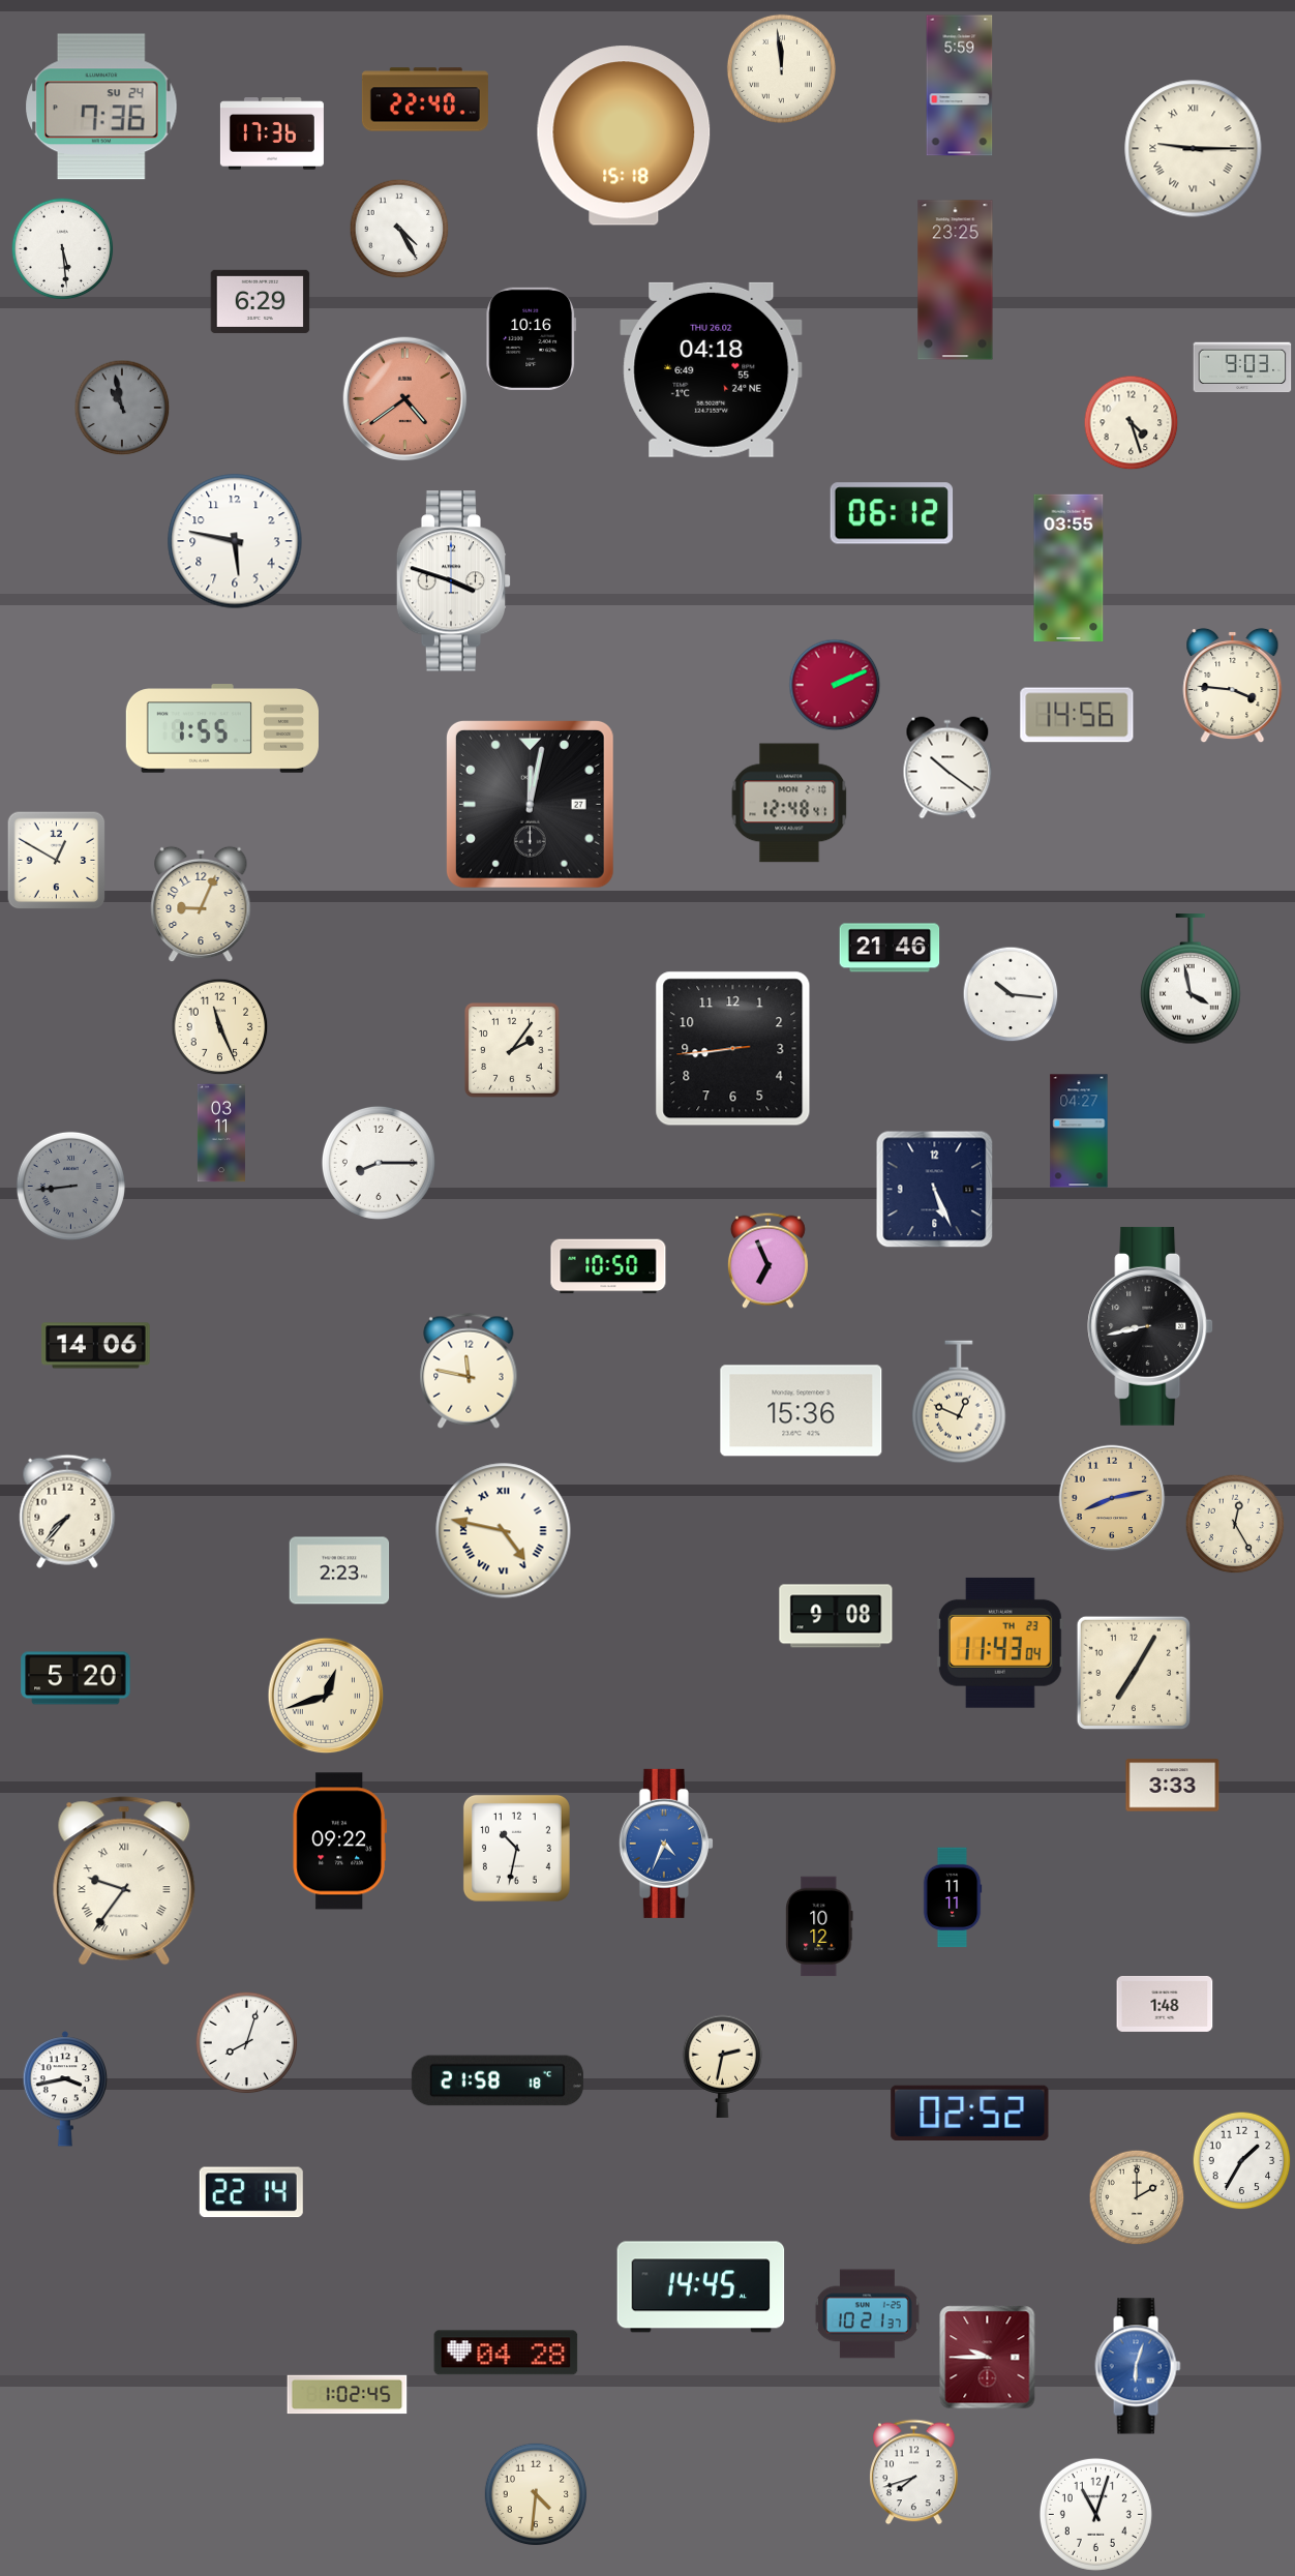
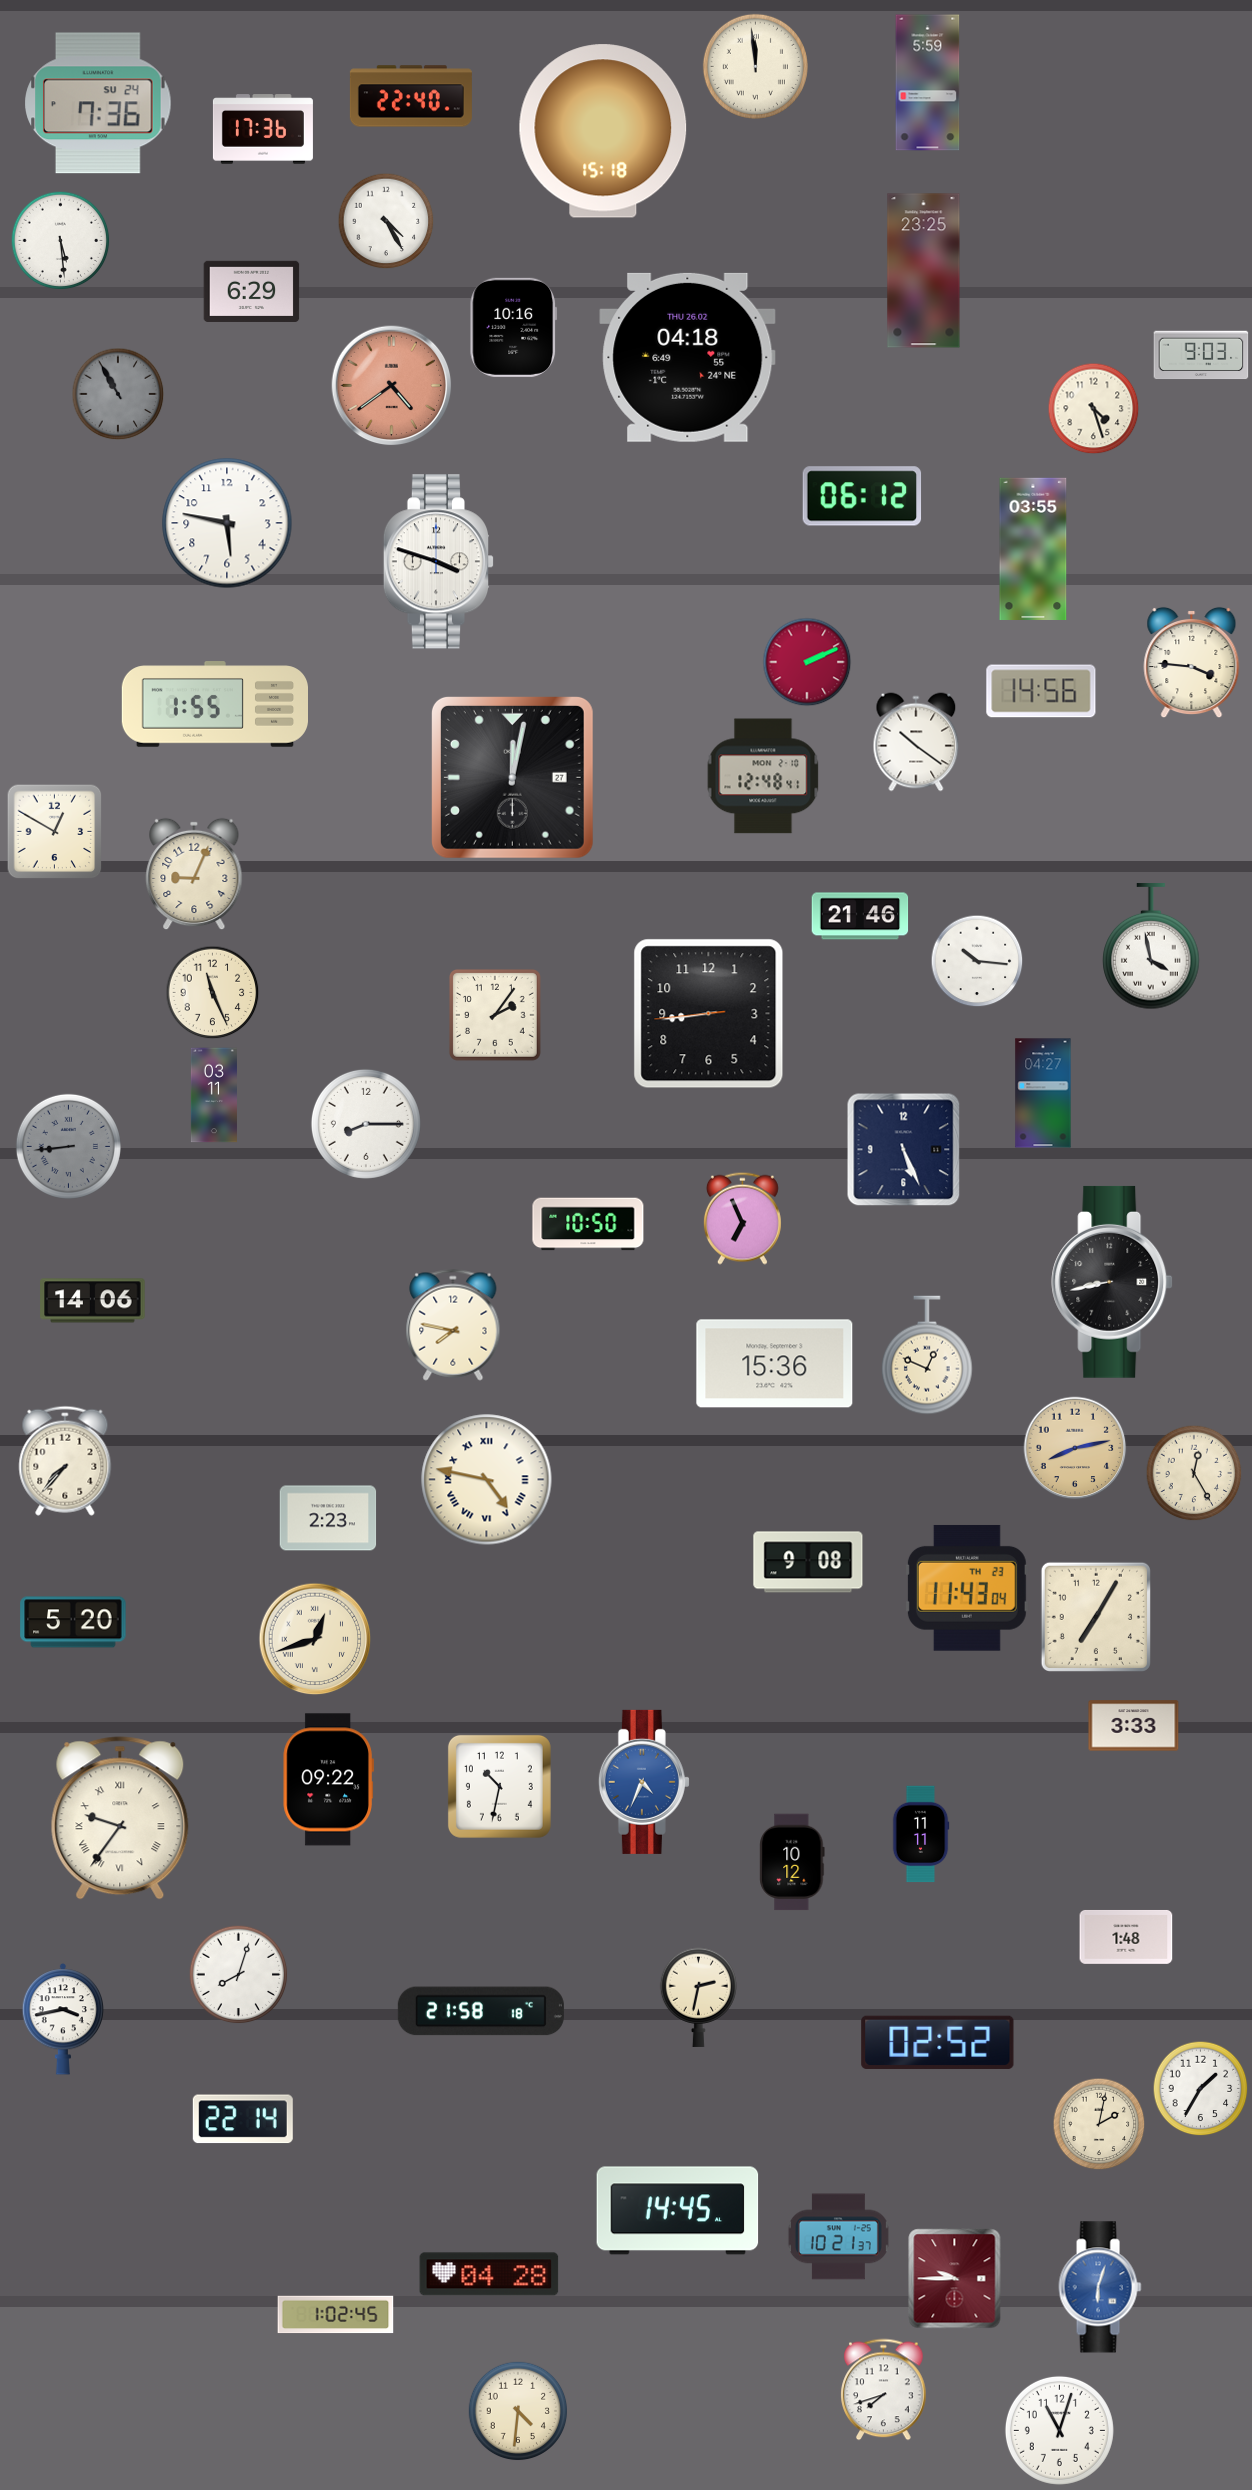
clock at (1194, 149): 9:15 -> none
clock at (122, 408): 10:58 -> 10:55
clock at (469, 1371): 11:47 -> 7:47
clock at (1137, 2197): 2:00 -> 2:02
